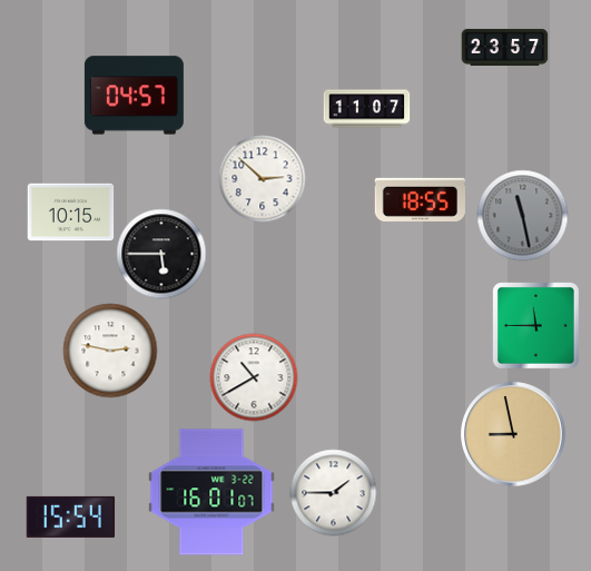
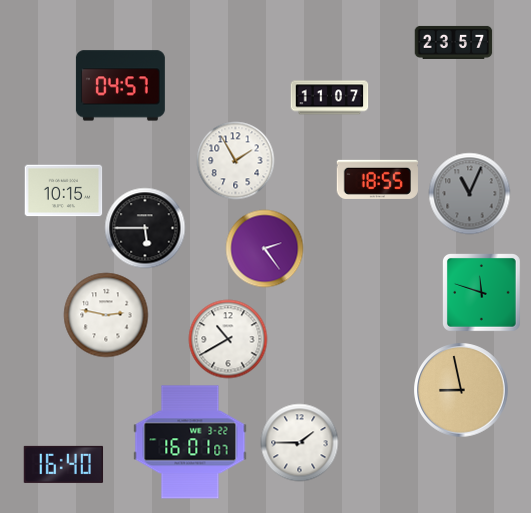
clock at (262, 178): 2:52 -> 1:55
clock at (522, 215): 11:28 -> 11:04
clock at (264, 248): none -> 2:24
clock at (536, 326): 11:45 -> 11:48
clock at (110, 351) position: (110, 351) -> (106, 315)
clock at (70, 516): 15:54 -> 16:40
